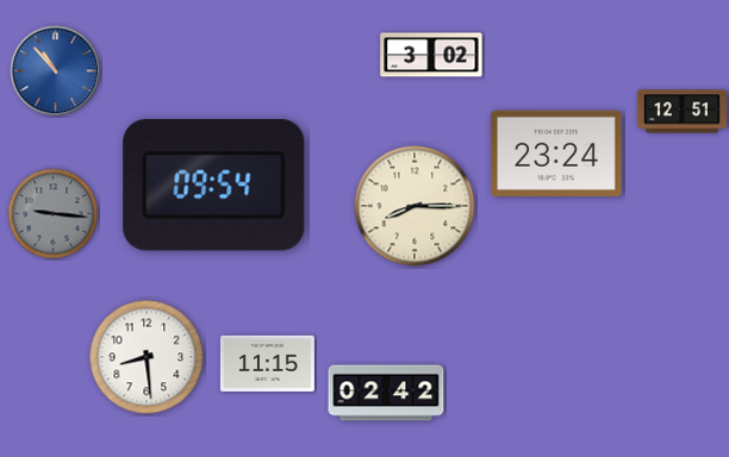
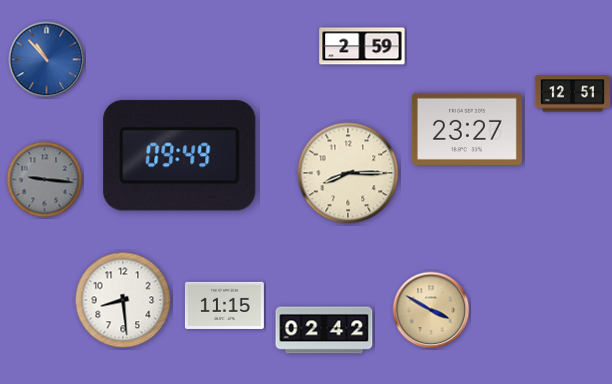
clock at (431, 55): 3:02 -> 2:59
clock at (556, 154): 23:24 -> 23:27
clock at (214, 186): 09:54 -> 09:49
clock at (431, 310): none -> 3:50
